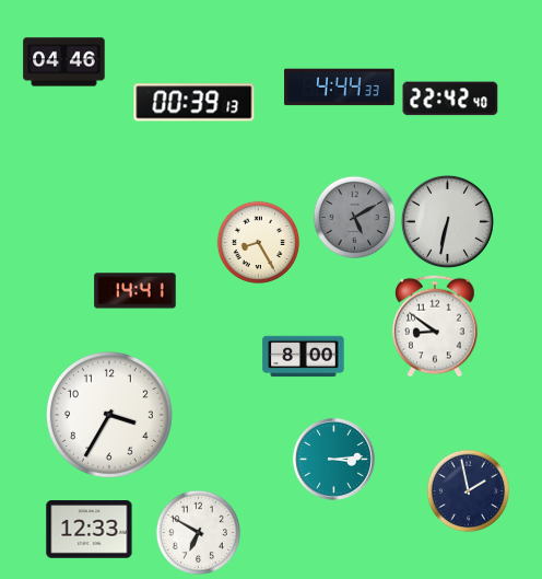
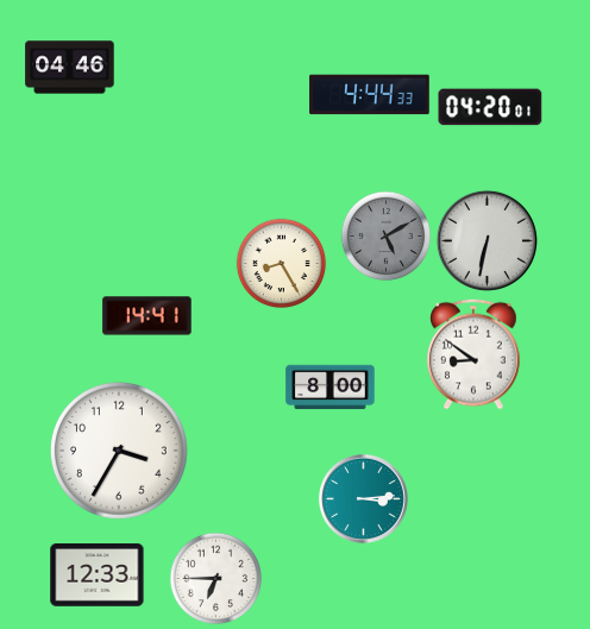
clock at (450, 99): 22:42 -> 04:20
clock at (195, 103): 00:39 -> none
clock at (469, 491): 1:58 -> none
clock at (199, 533): 6:50 -> 6:45
